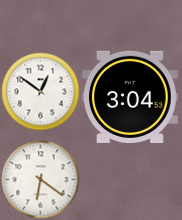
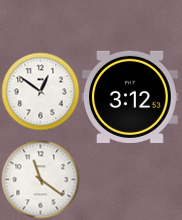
clock at (130, 97): 3:04 -> 3:12
clock at (40, 179): 6:21 -> 11:21
